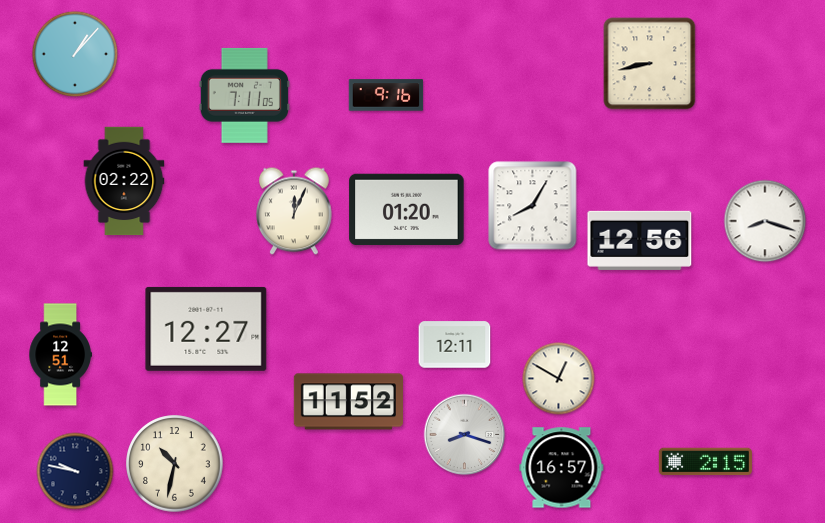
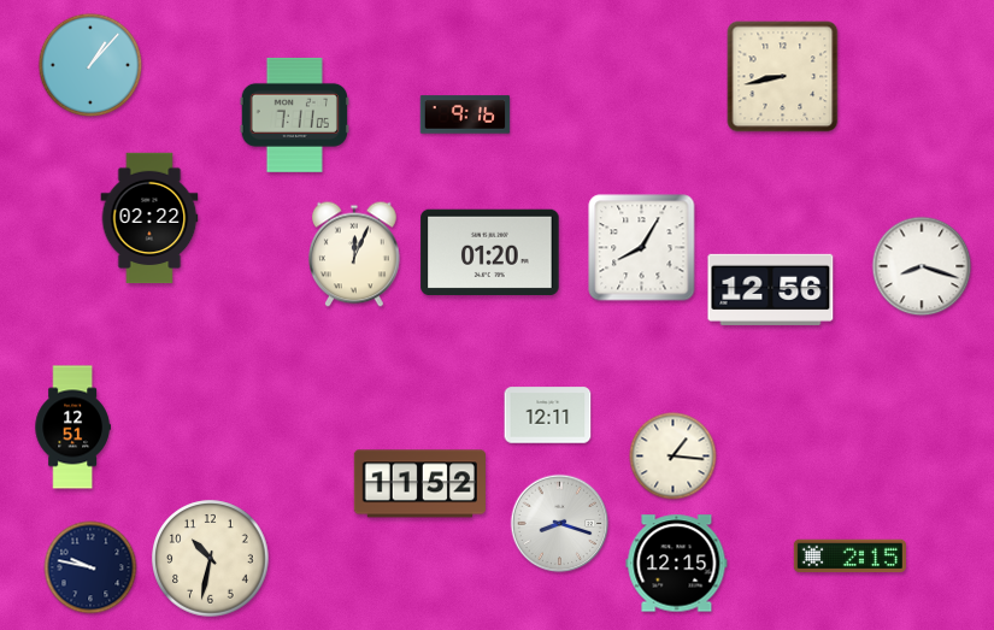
clock at (206, 329): 12:27 -> none
clock at (559, 379): 12:50 -> 1:16
clock at (562, 468): 16:57 -> 12:15
